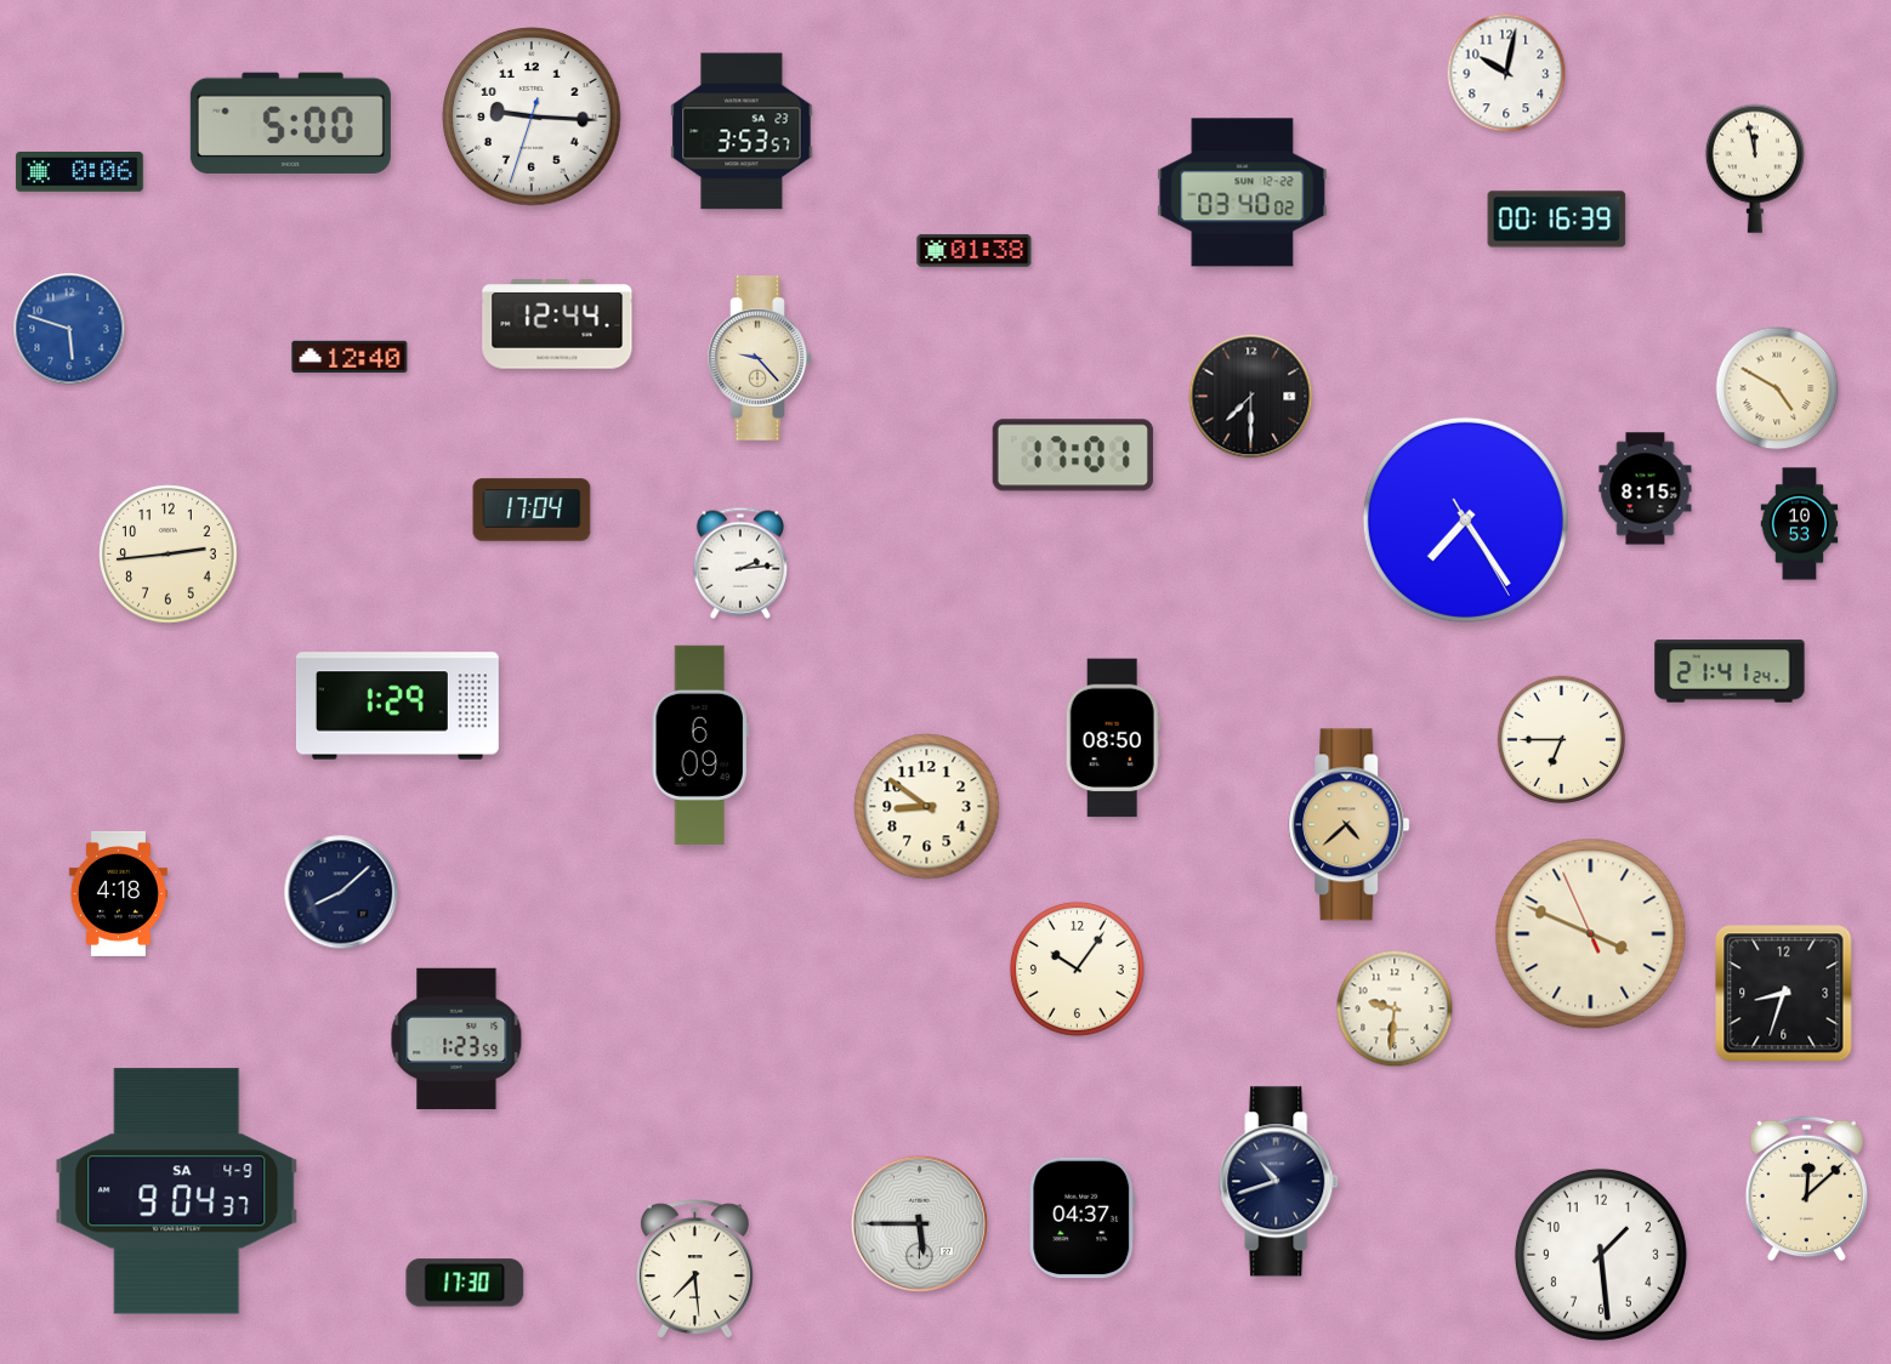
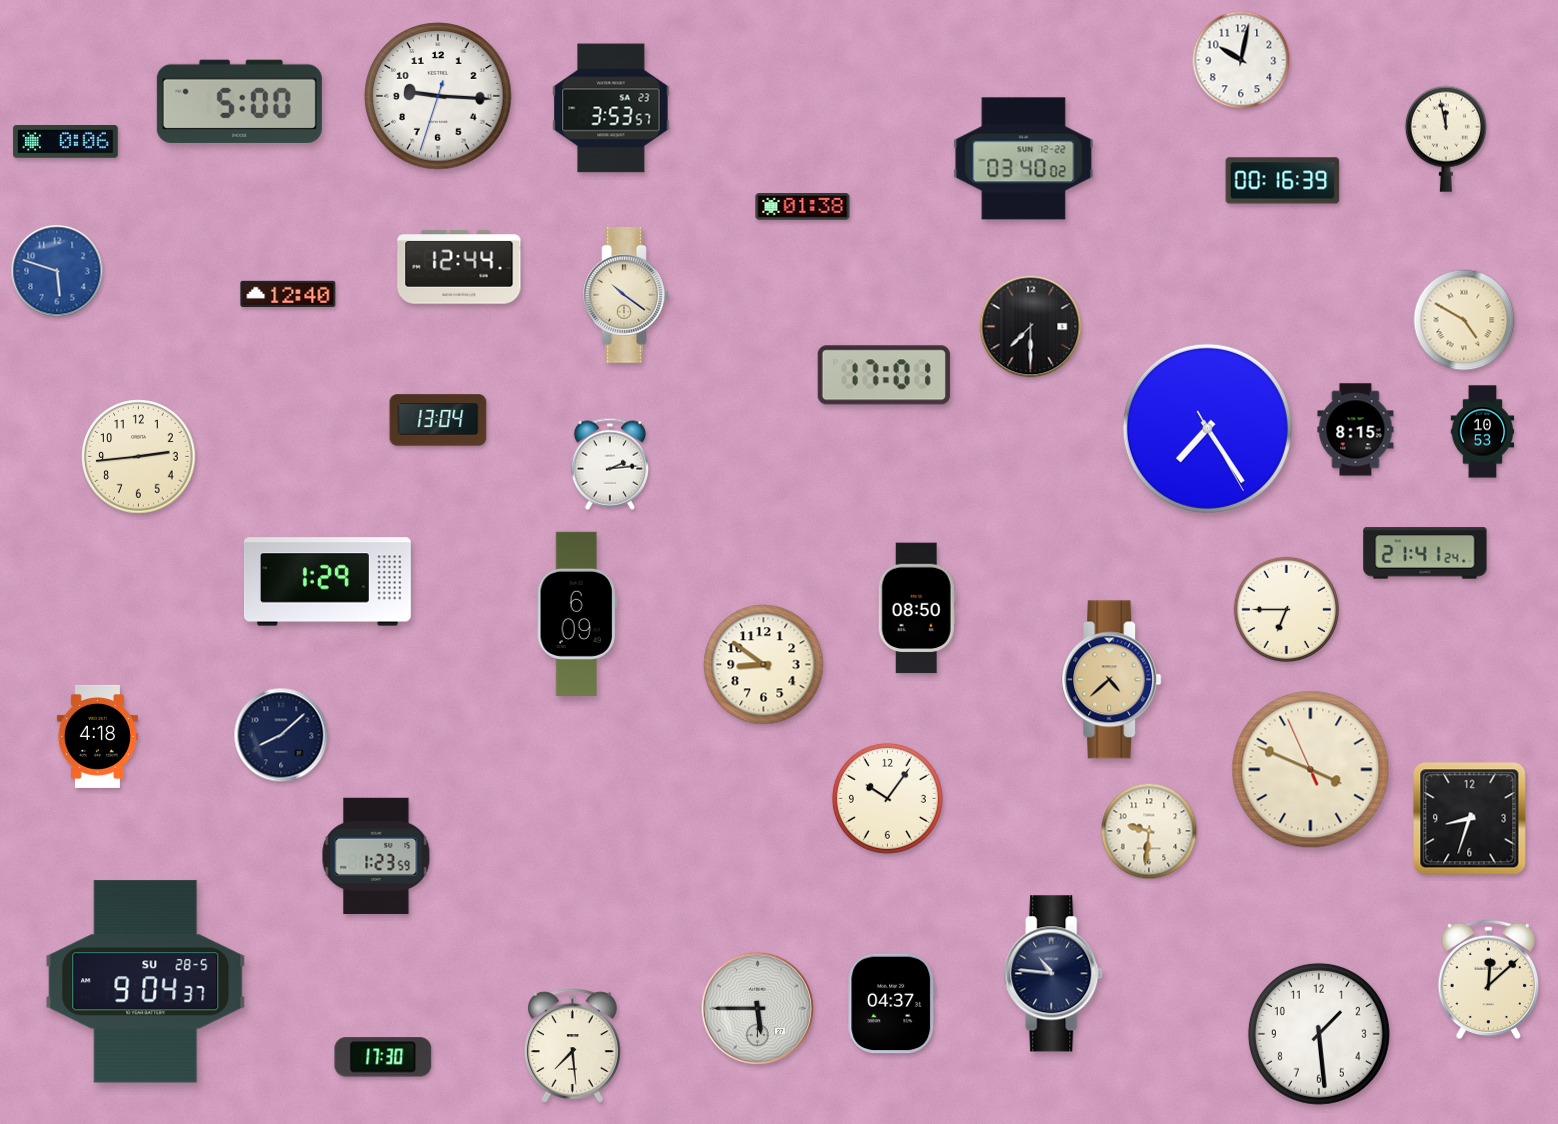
clock at (760, 359): 9:23 -> 10:21
clock at (1646, 489) position: (1646, 489) -> (1356, 430)
clock at (532, 510): 17:04 -> 13:04
clock at (1279, 1182): 10:42 -> 10:46
clock at (177, 1192) date: SA 4-9 -> SU 28-5
